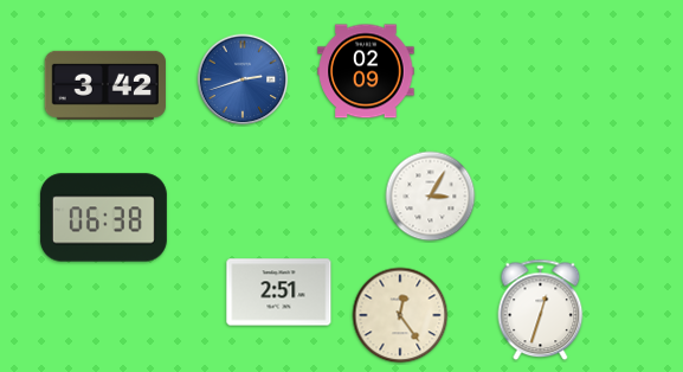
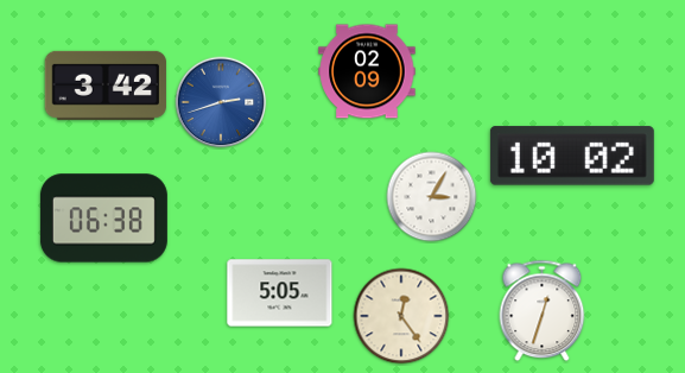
clock at (243, 79) position: (243, 79) -> (221, 102)
clock at (572, 156): none -> 10:02
clock at (279, 293): 2:51 -> 5:05
